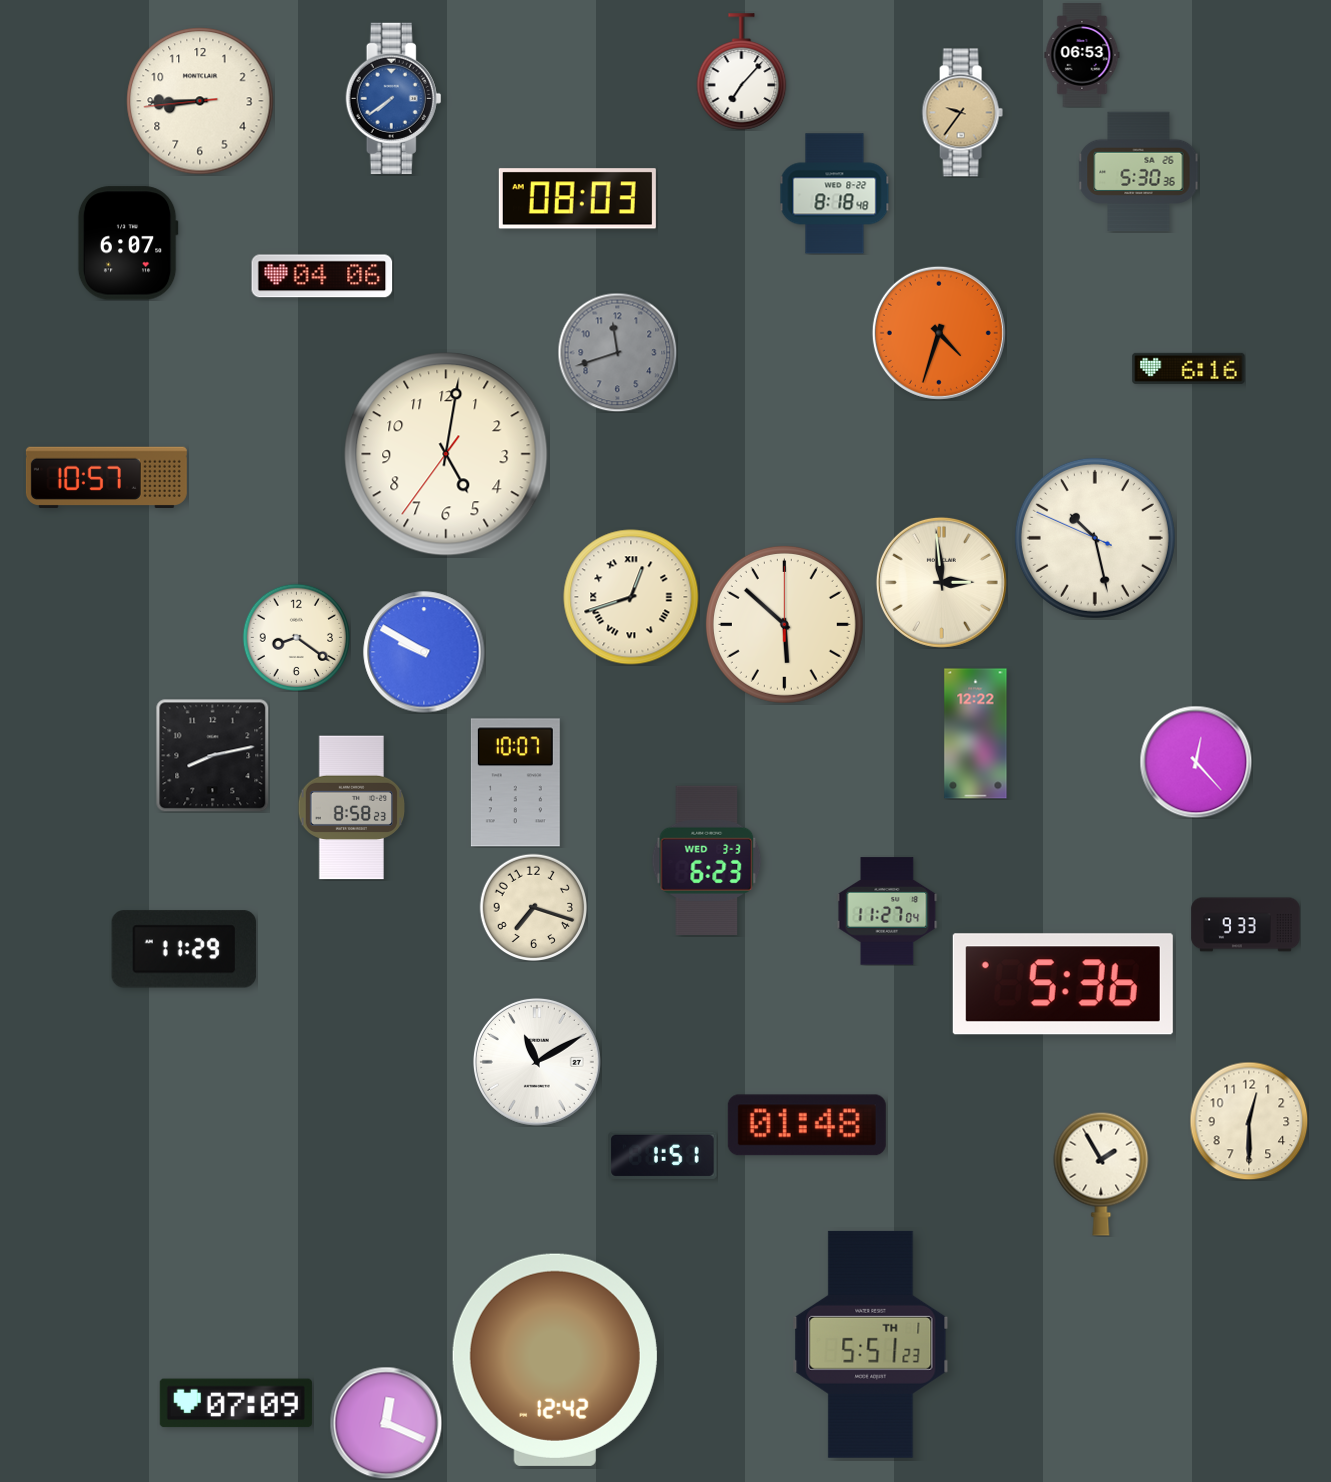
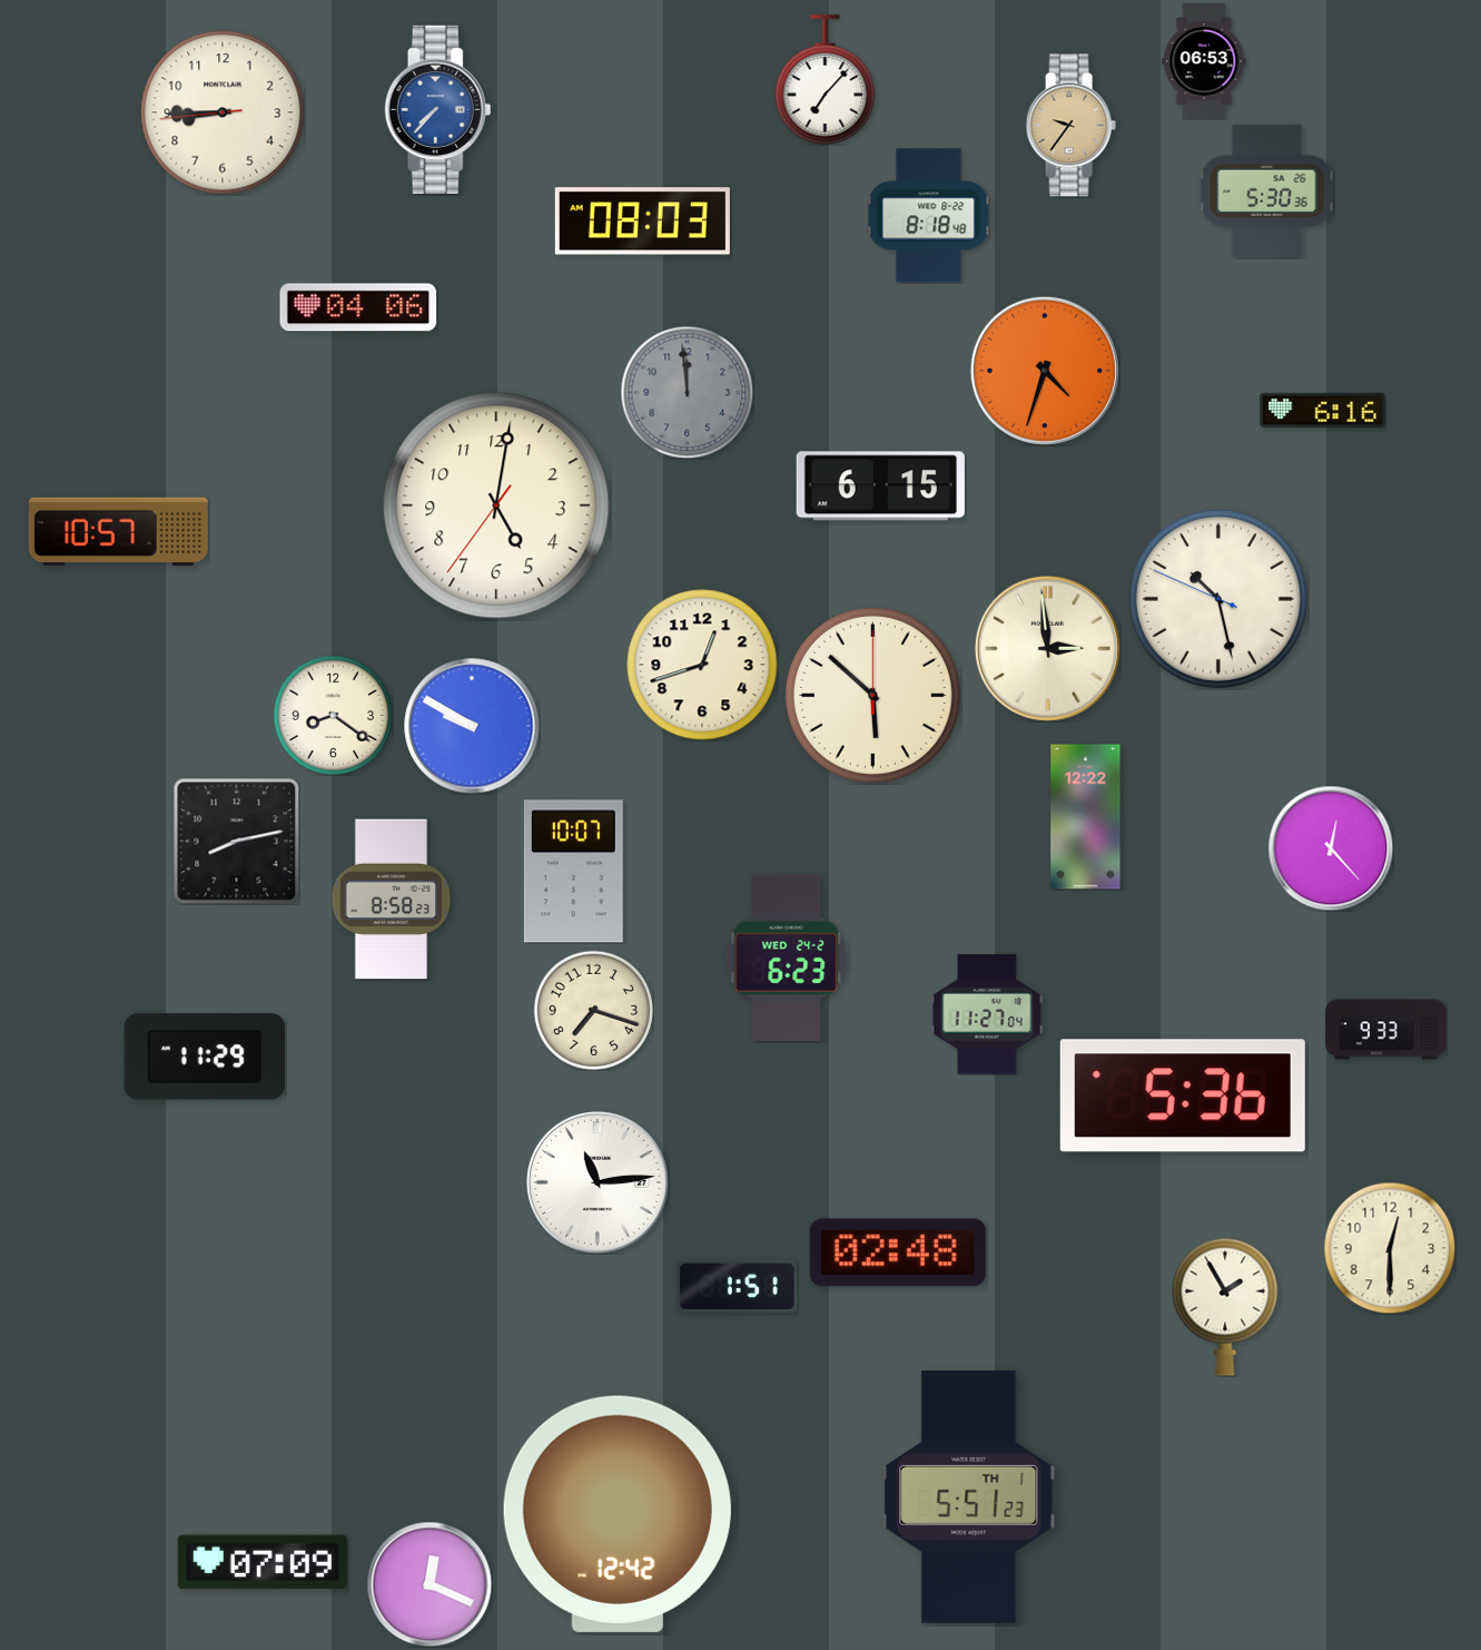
clock at (394, 98): 7:39 -> 7:37
clock at (128, 243): 6:07 -> none
clock at (617, 352): 11:42 -> 11:59
clock at (880, 487): none -> 6:15
clock at (631, 597) numerals: Roman -> Arabic
clock at (296, 637) position: (296, 637) -> (333, 715)
clock at (707, 860) date: WED 3-3 -> WED 24-2
clock at (538, 1063): 11:10 -> 11:14
clock at (807, 1125): 01:48 -> 02:48
